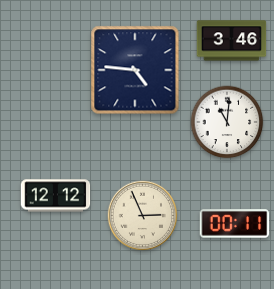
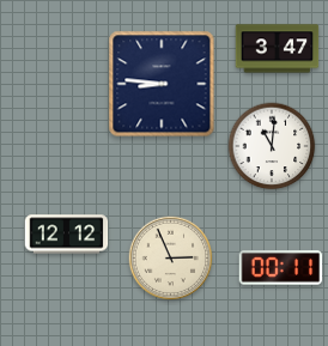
clock at (232, 41): 3:46 -> 3:47
clock at (135, 70): 4:46 -> 8:46
